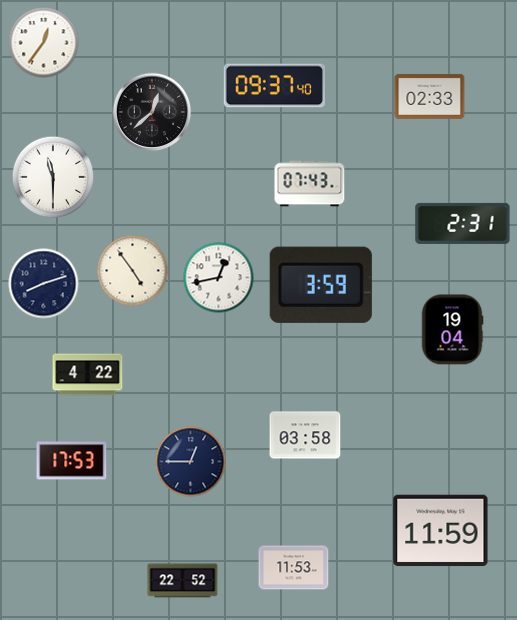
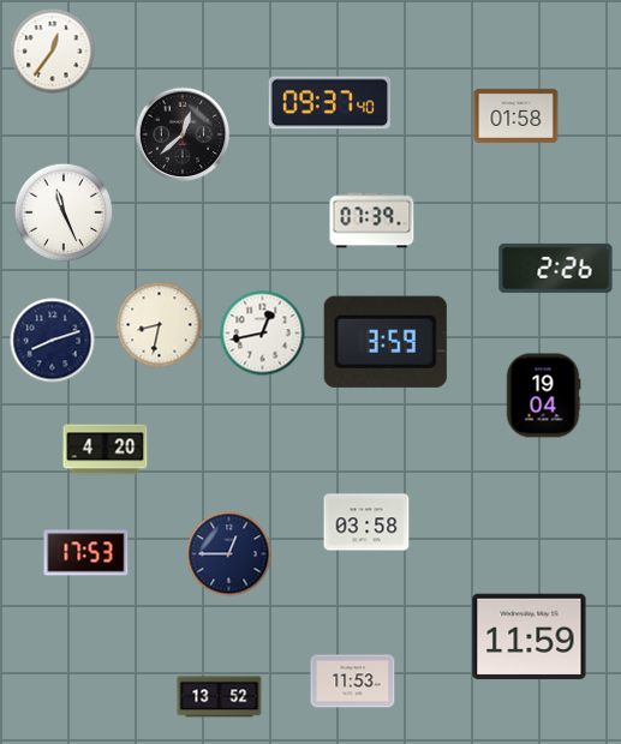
clock at (430, 96): 02:33 -> 01:58
clock at (53, 177): 11:30 -> 11:26
clock at (310, 184): 07:43 -> 07:39
clock at (463, 223): 2:31 -> 2:26
clock at (133, 271): 4:54 -> 8:32
clock at (88, 375): 4:22 -> 4:20
clock at (183, 581): 22:52 -> 13:52
